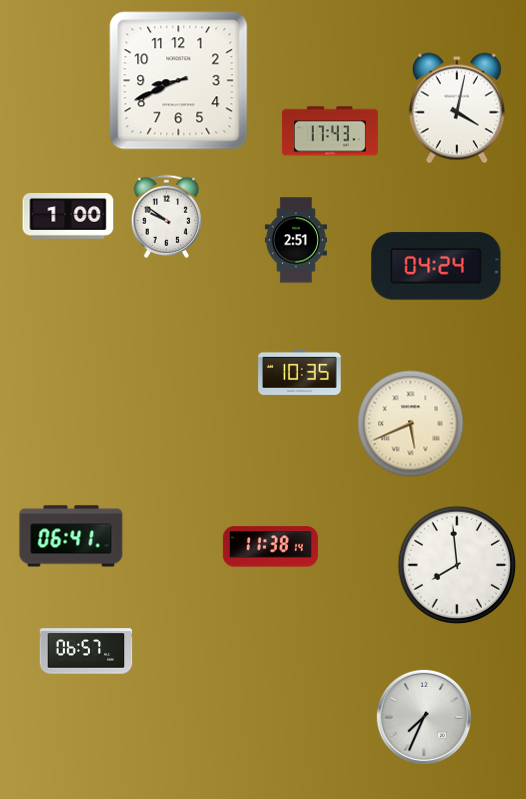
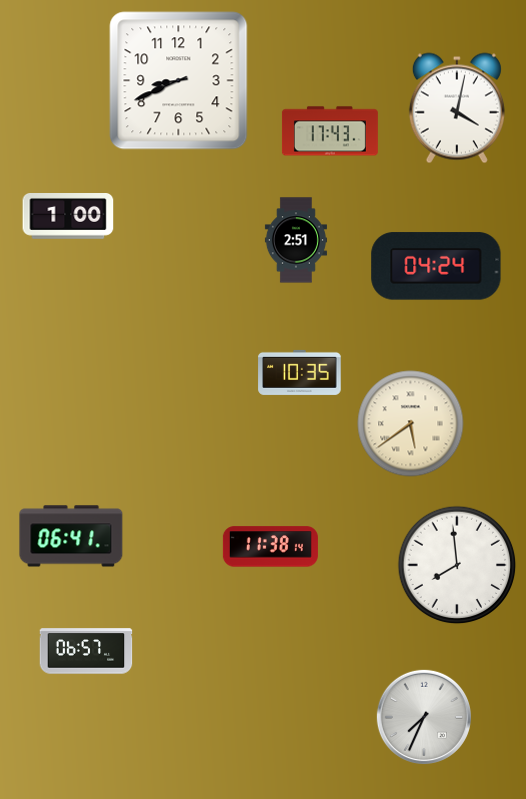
clock at (167, 216): 9:51 -> none
clock at (411, 424): 5:41 -> 5:39
